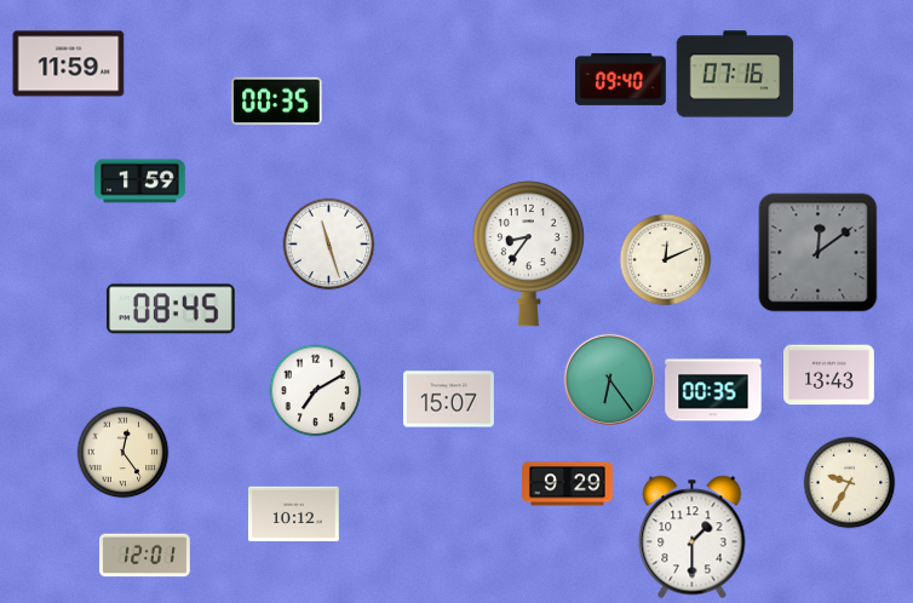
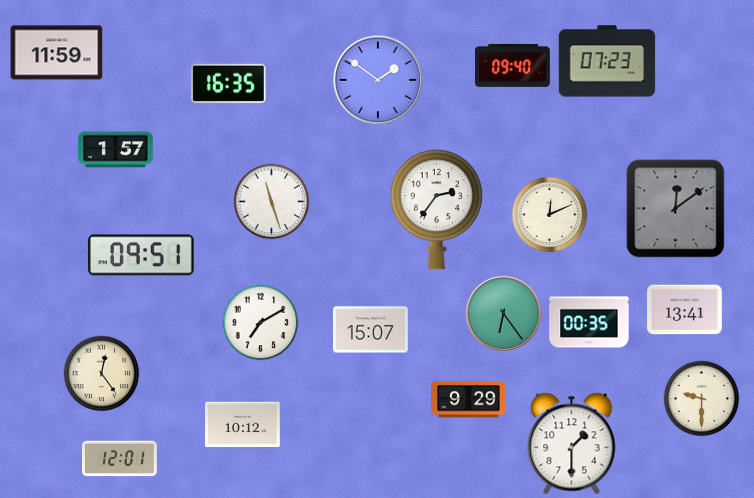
clock at (735, 74): 07:16 -> 07:23
clock at (378, 80): none -> 1:51
clock at (276, 102): 00:35 -> 16:35
clock at (140, 182): 1:59 -> 1:57
clock at (528, 254): 8:36 -> 2:36
clock at (171, 309): 08:45 -> 09:51
clock at (829, 375): 13:43 -> 13:41
clock at (850, 483): 9:35 -> 9:30
